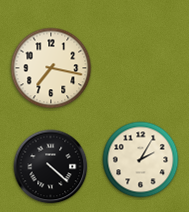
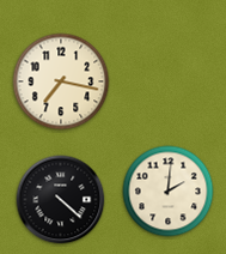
clock at (141, 160): 2:05 -> 2:01
